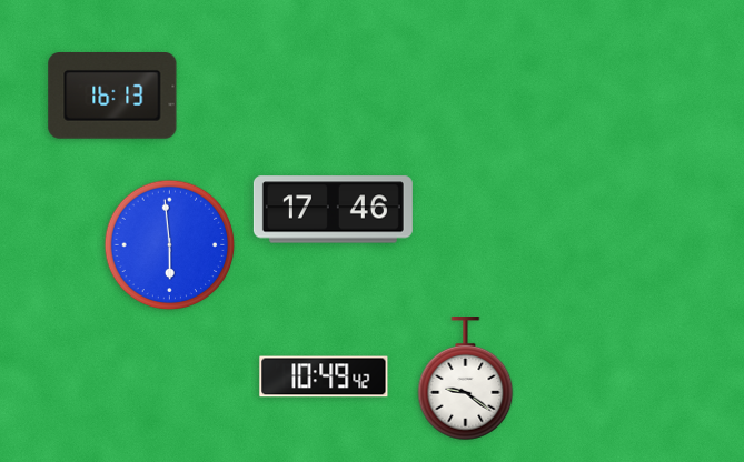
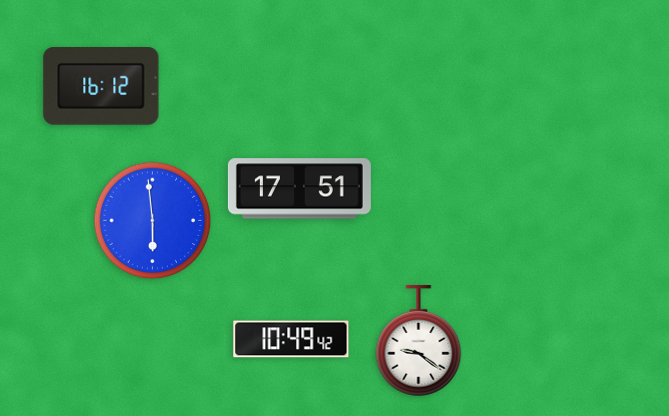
clock at (112, 97): 16:13 -> 16:12
clock at (333, 210): 17:46 -> 17:51
